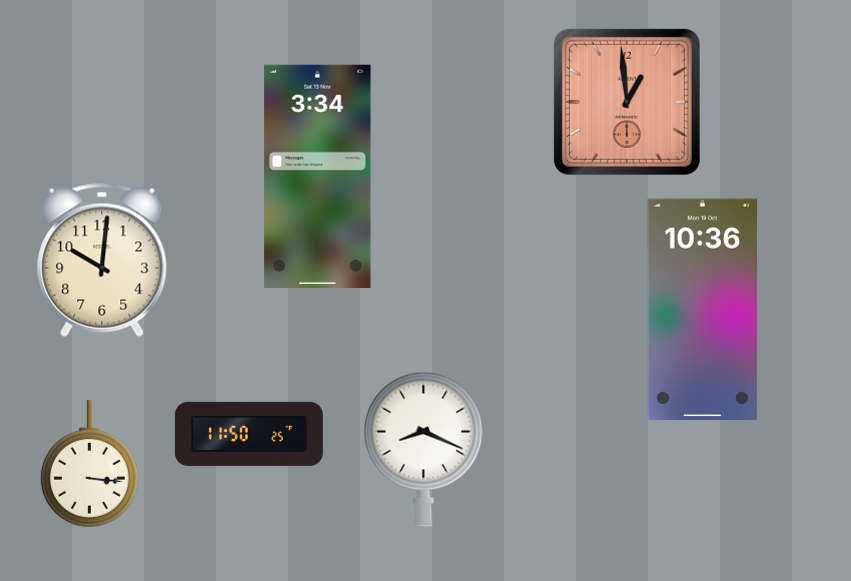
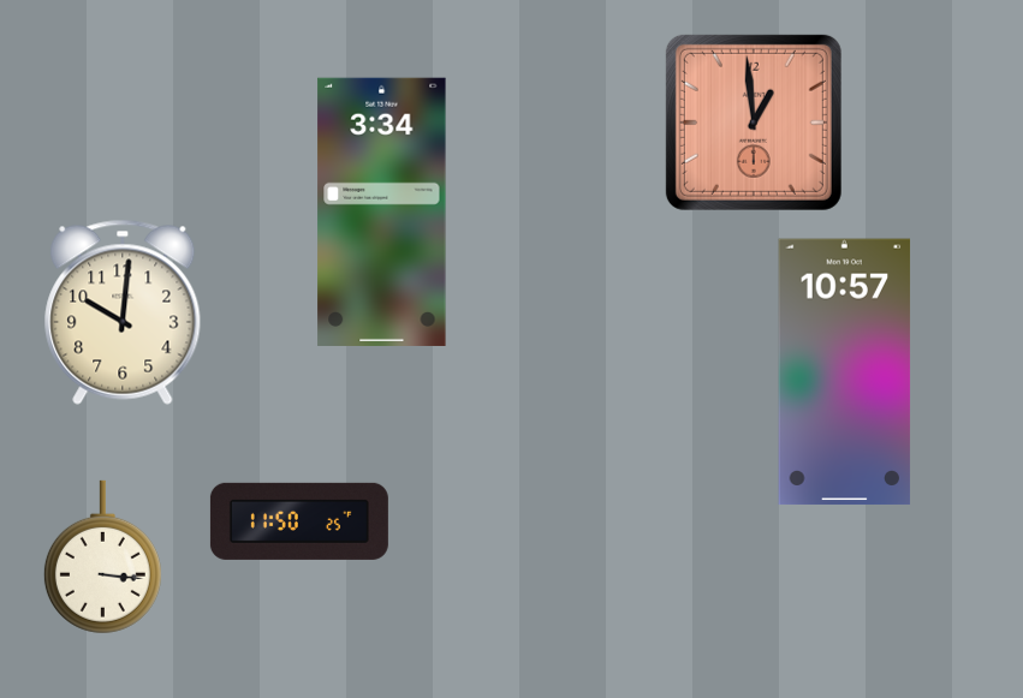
clock at (703, 310): 10:36 -> 10:57
clock at (424, 449): 8:19 -> none
clock at (89, 464) position: (89, 464) -> (102, 557)
